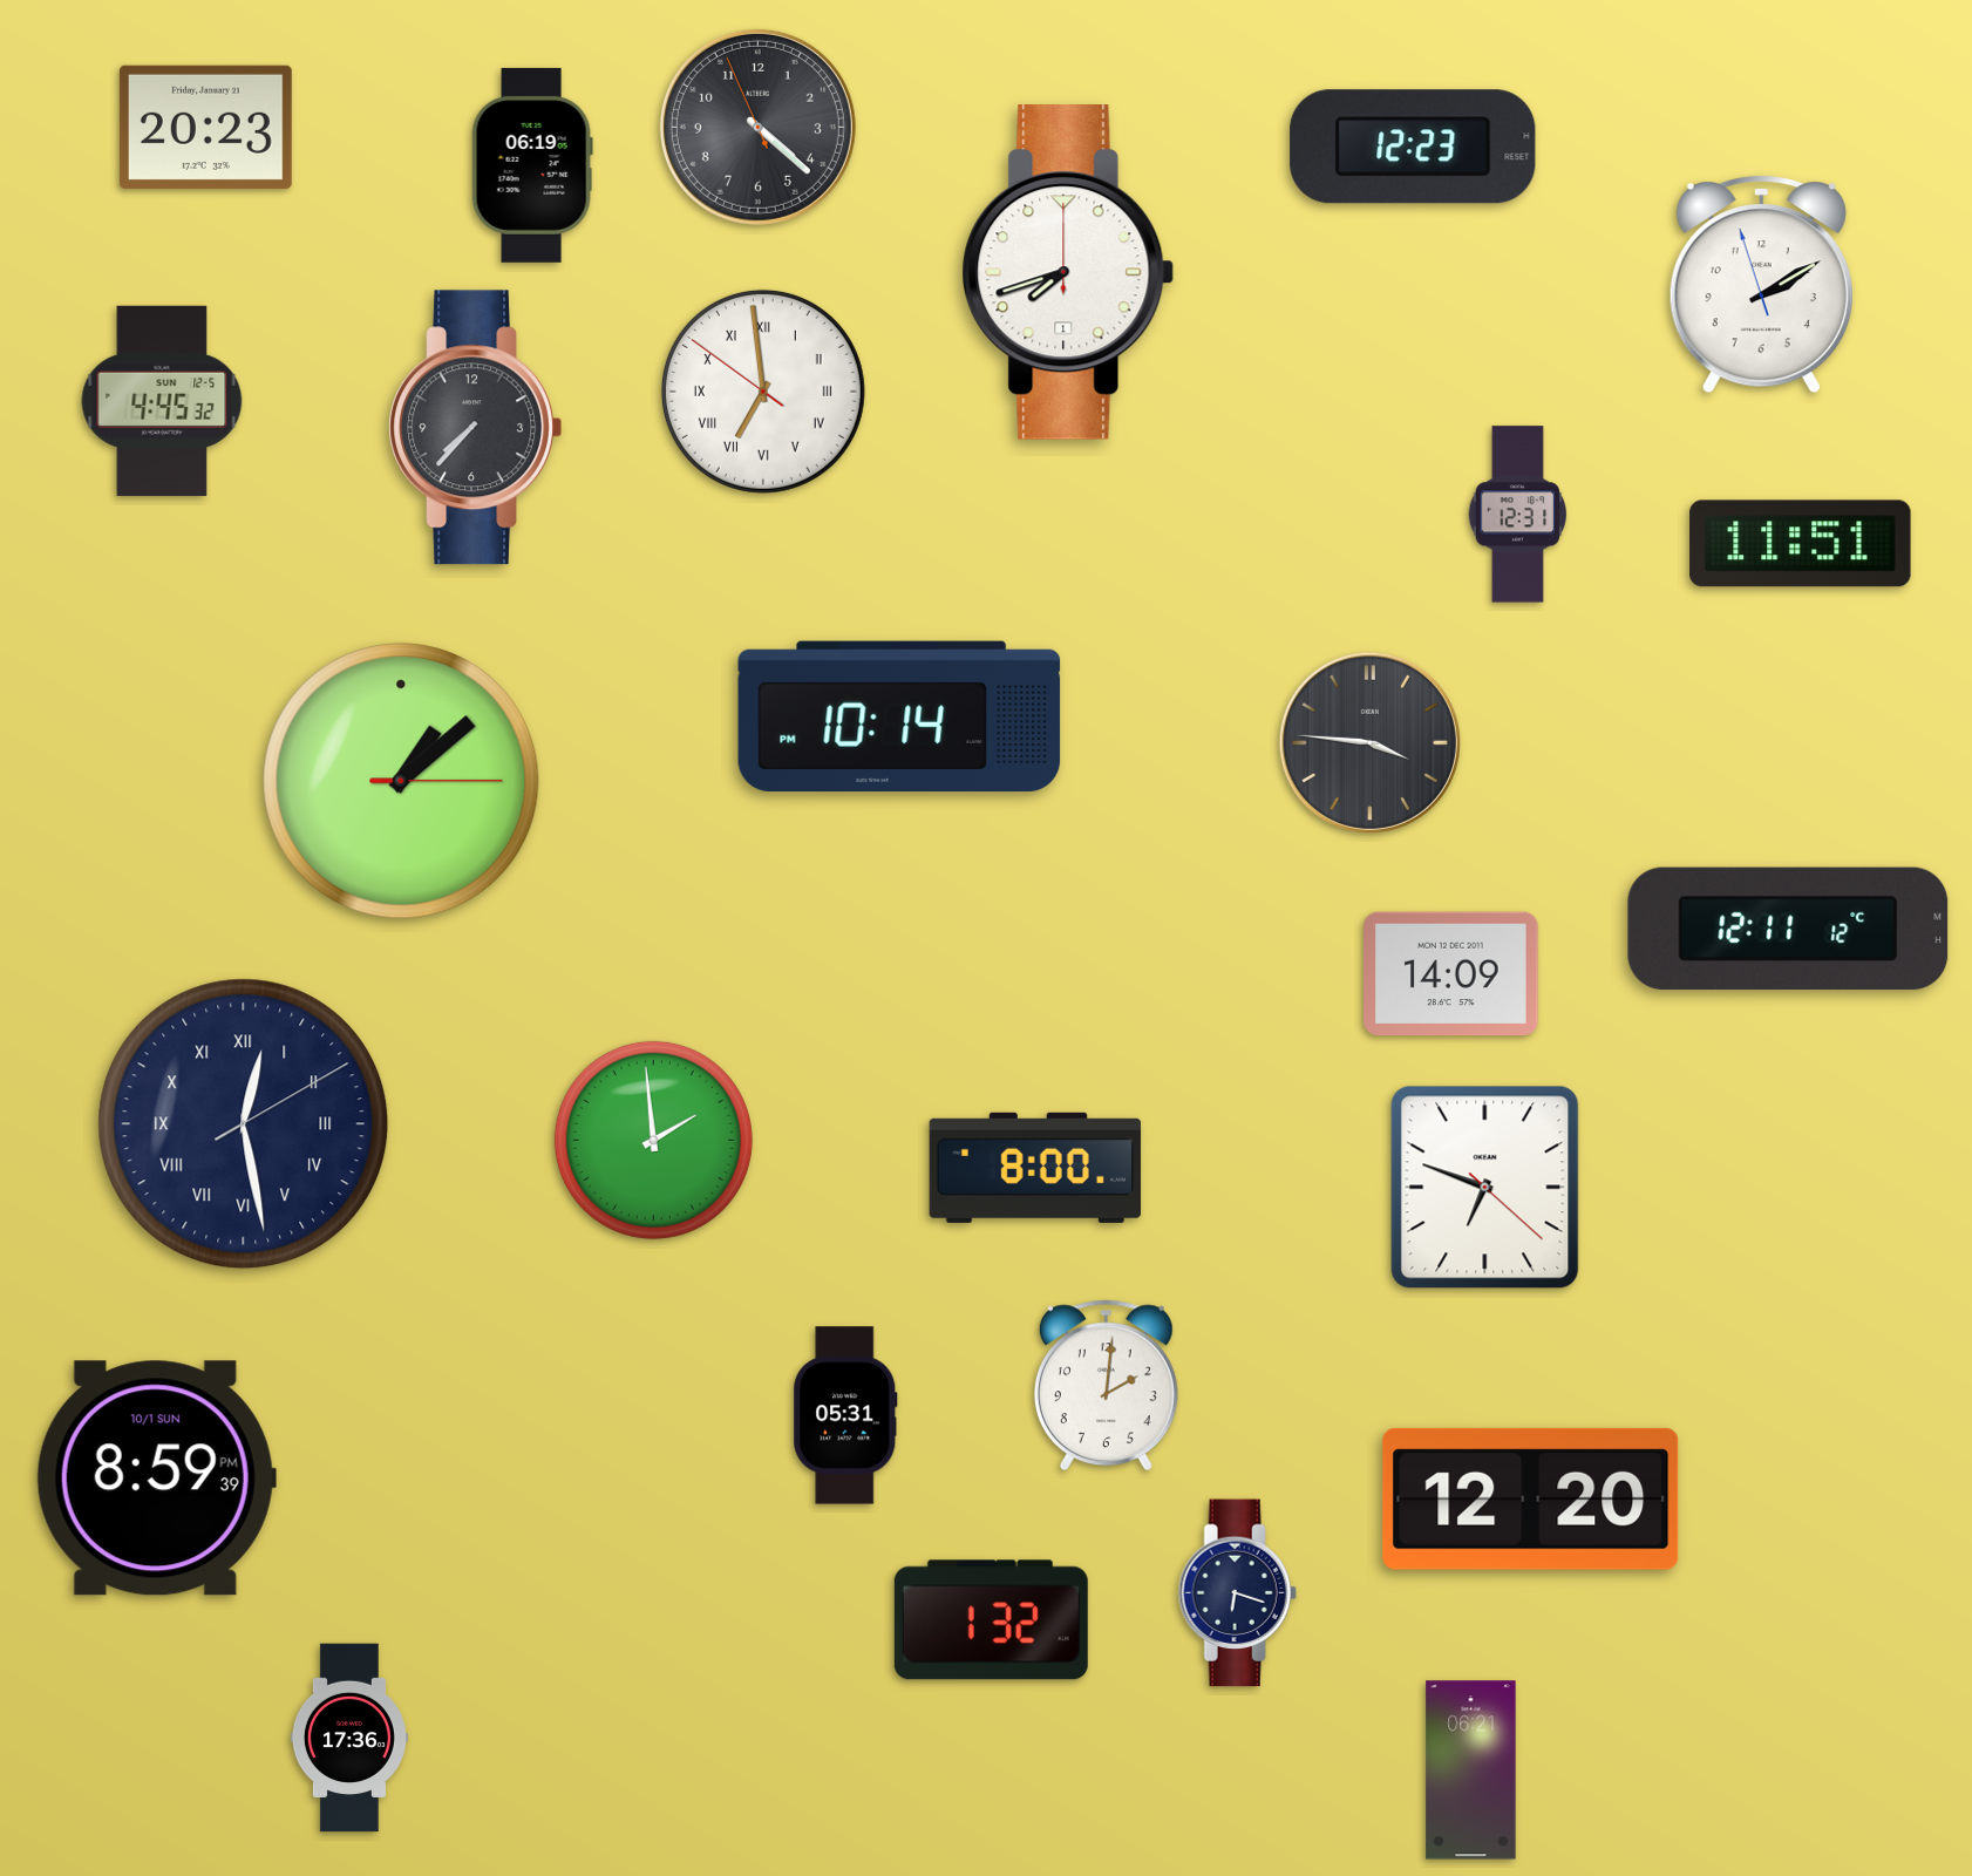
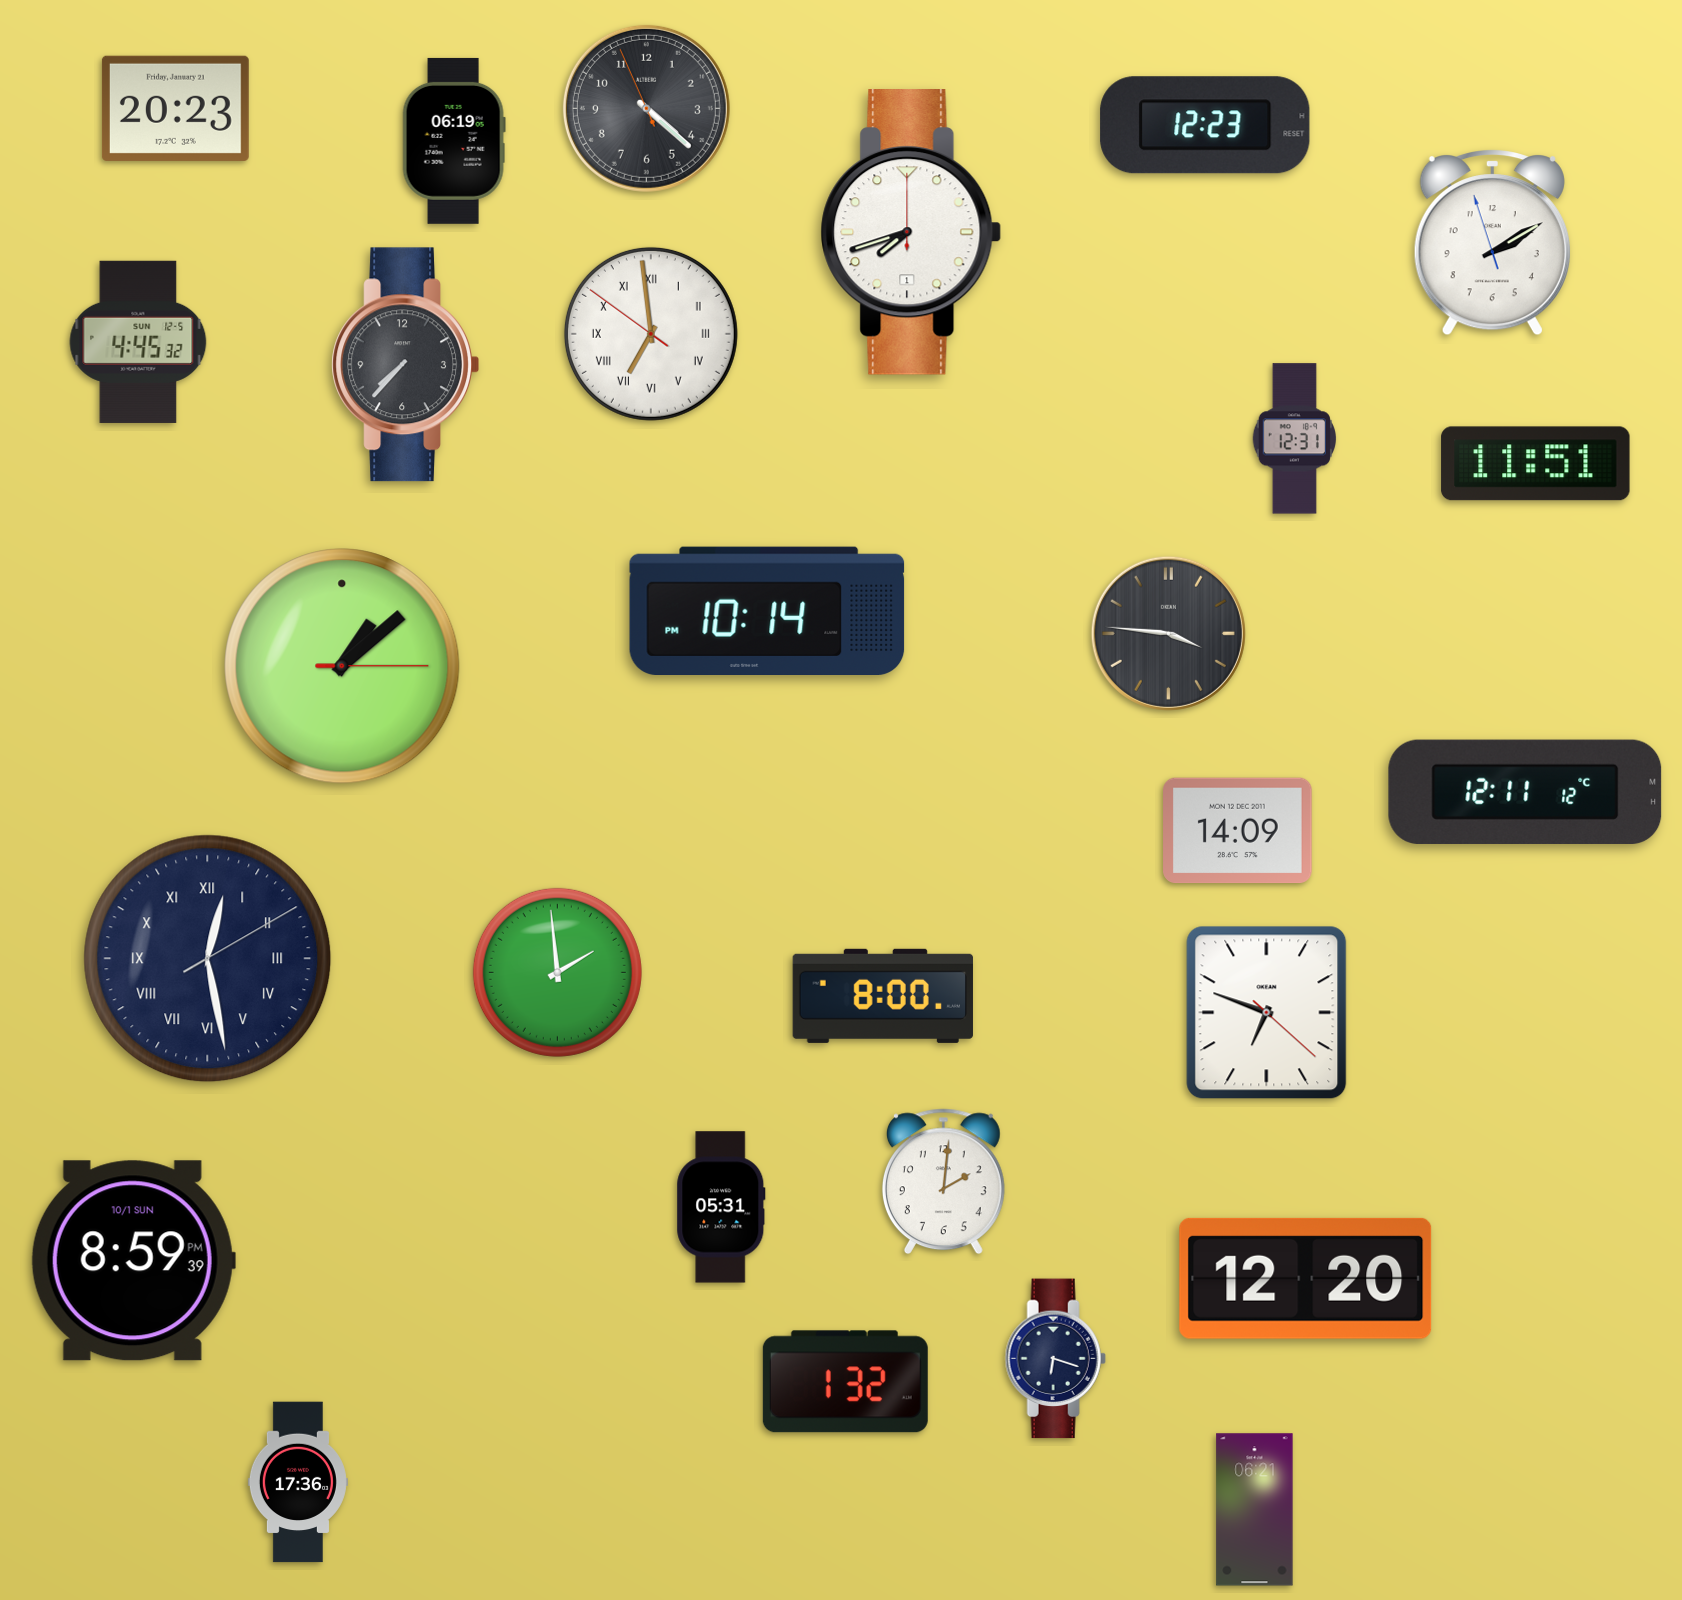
clock at (1761, 285) position: (1761, 285) -> (1492, 243)
